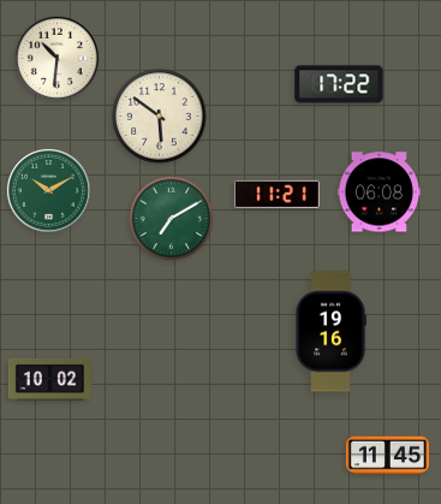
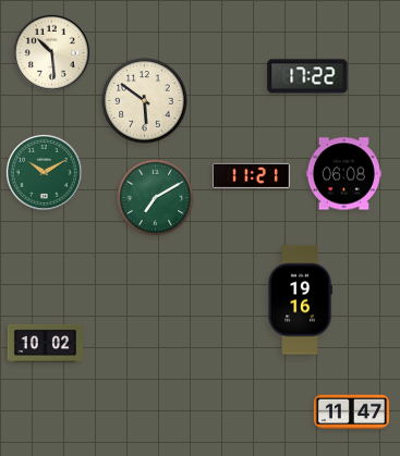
clock at (56, 58): 10:31 -> 10:29
clock at (160, 117) position: (160, 117) -> (145, 101)
clock at (387, 456): 11:45 -> 11:47
